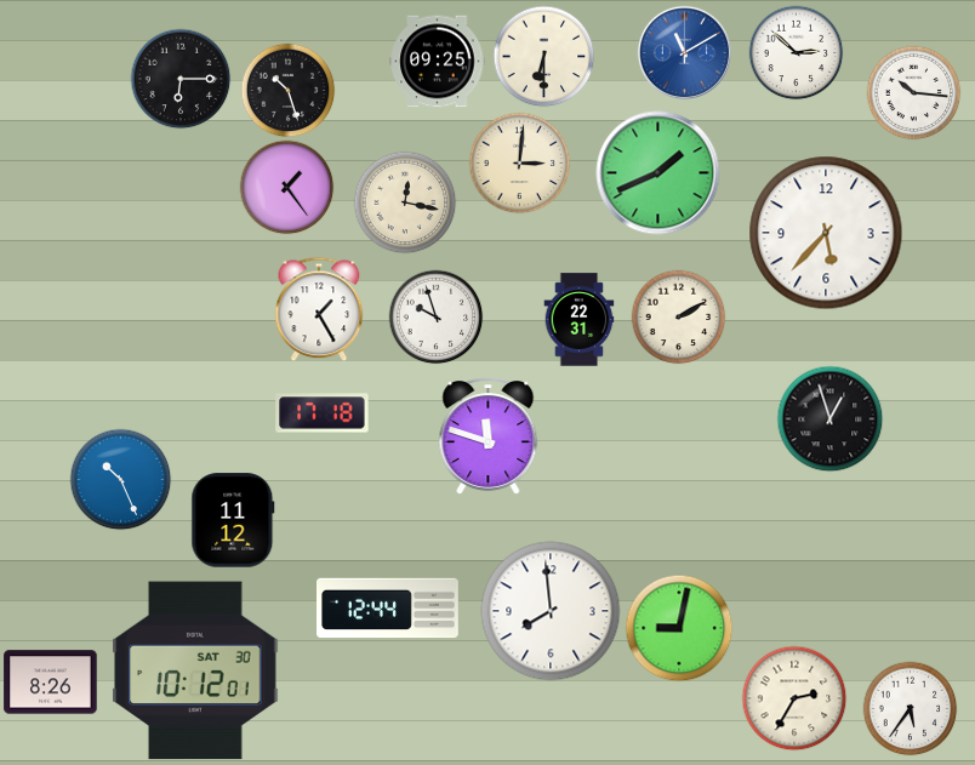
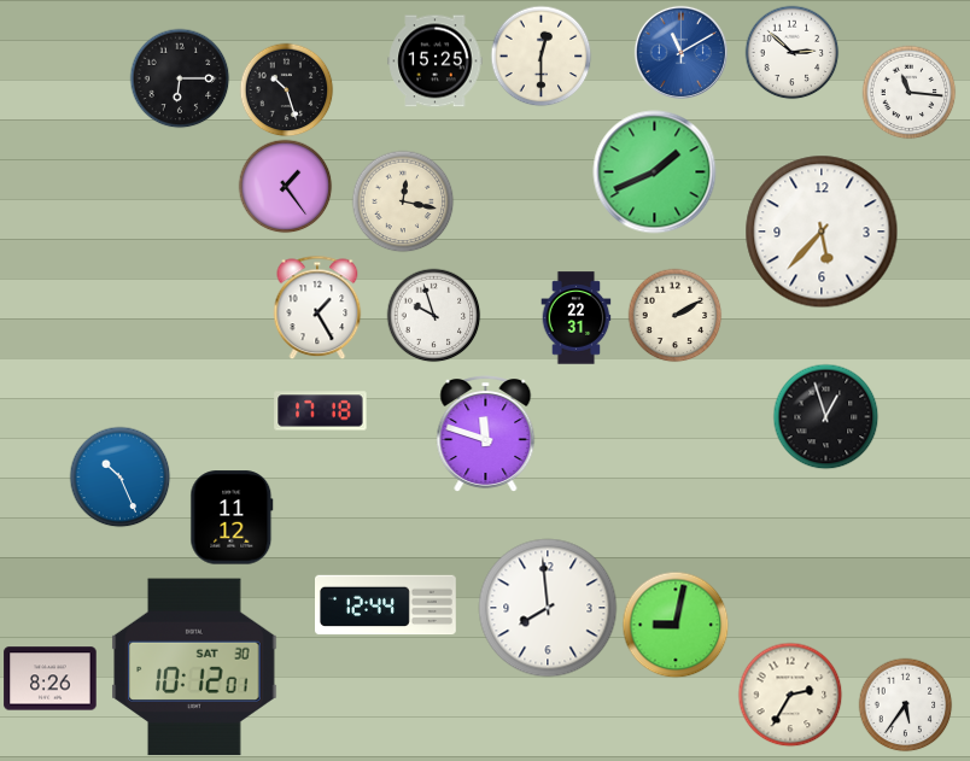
clock at (543, 56): 6:30 -> 12:30
clock at (438, 62): 09:25 -> 15:25
clock at (913, 92): 10:16 -> 11:16
clock at (519, 162): 3:01 -> none
